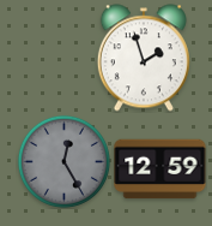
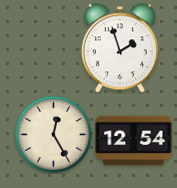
clock at (63, 161) dial: grey -> cream
clock at (160, 169): 12:59 -> 12:54
